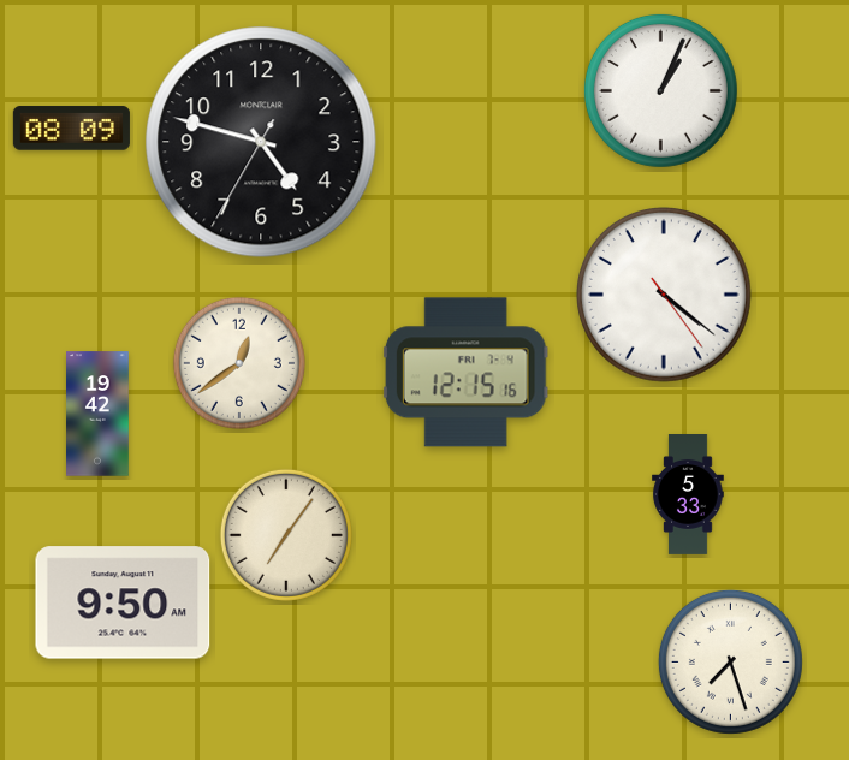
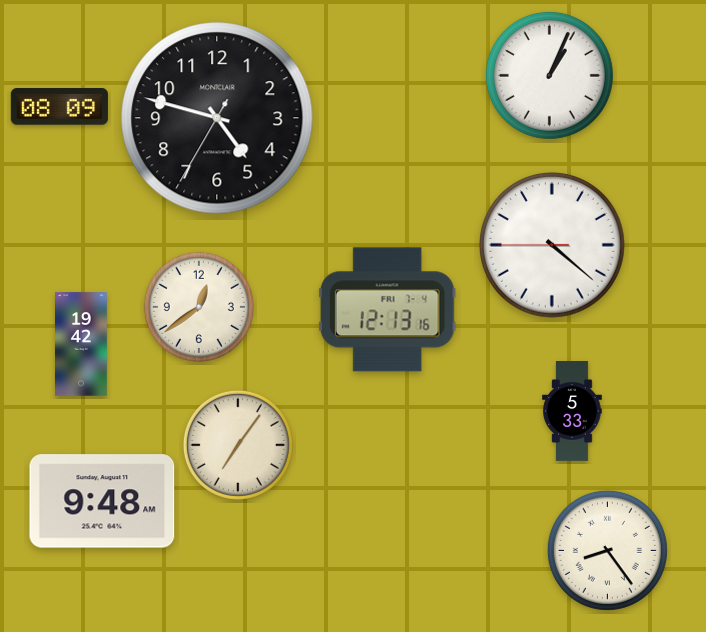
clock at (665, 296): 4:21:24 -> 4:21:45
clock at (239, 363) position: (239, 363) -> (199, 307)
clock at (465, 373): 12:15 -> 12:13
clock at (123, 602): 9:50 -> 9:48
clock at (730, 661): 7:27 -> 8:24
